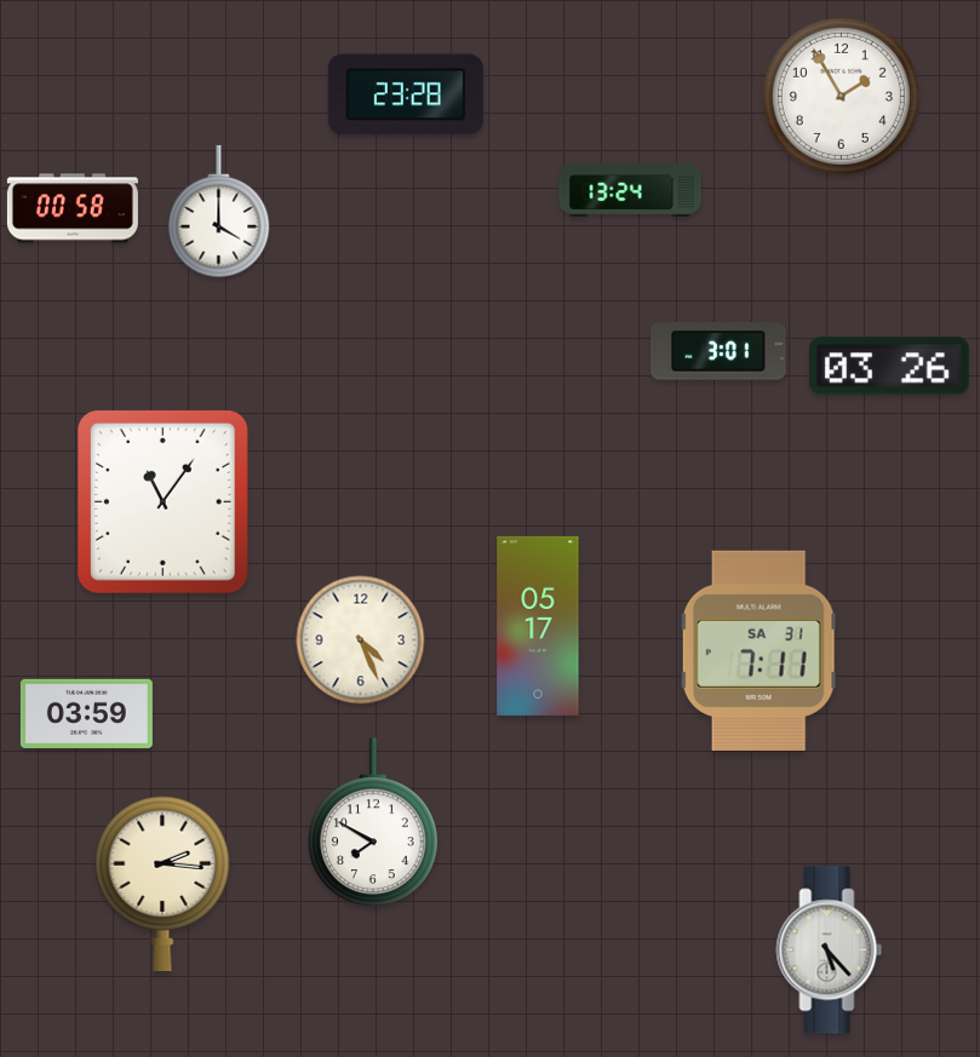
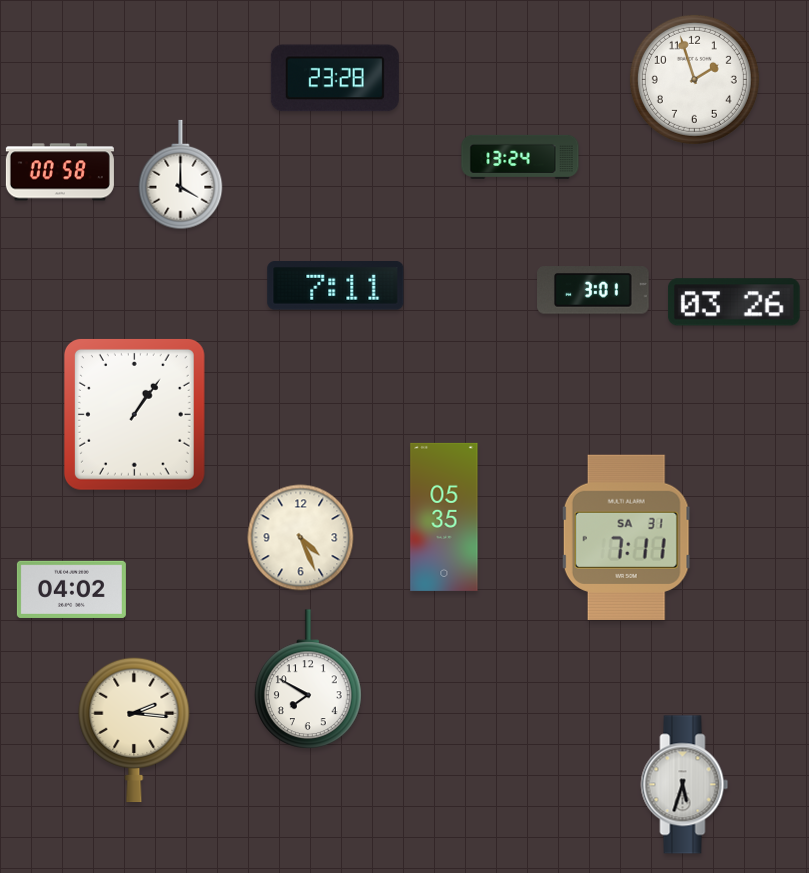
clock at (841, 96): 1:55 -> 1:57
clock at (336, 286): none -> 7:11
clock at (162, 501): 11:06 -> 1:06
clock at (538, 626): 05:17 -> 05:35
clock at (361, 640) position: (361, 640) -> (301, 538)
clock at (86, 713): 03:59 -> 04:02
clock at (830, 950): 5:23 -> 5:33
